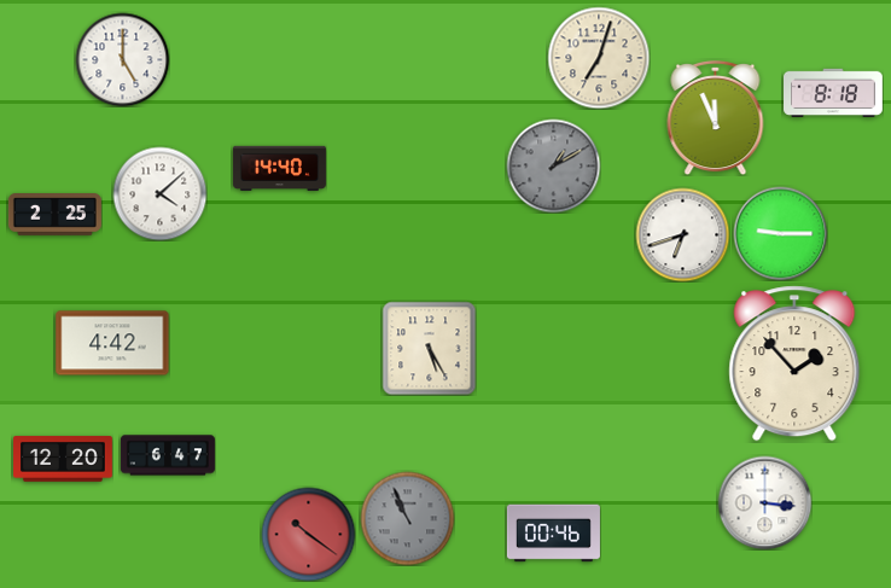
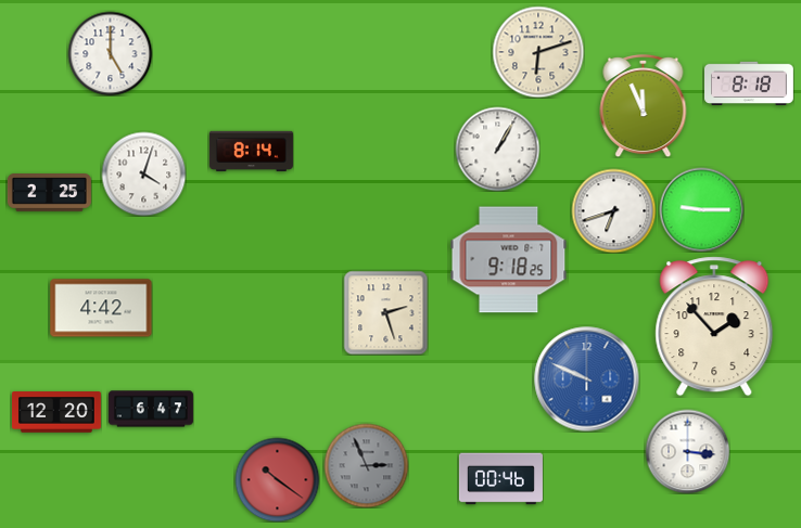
clock at (599, 58): 7:03 -> 6:12
clock at (553, 165): 1:10 -> 1:05
clock at (553, 165) dial: grey -> white
clock at (279, 168): 14:40 -> 8:14
clock at (159, 193): 4:08 -> 4:03
clock at (509, 260): none -> 9:18
clock at (429, 348): 5:25 -> 2:27
clock at (587, 379): none -> 9:49
clock at (407, 518): 10:56 -> 2:56
clock at (553, 534) position: (553, 534) -> (500, 479)
